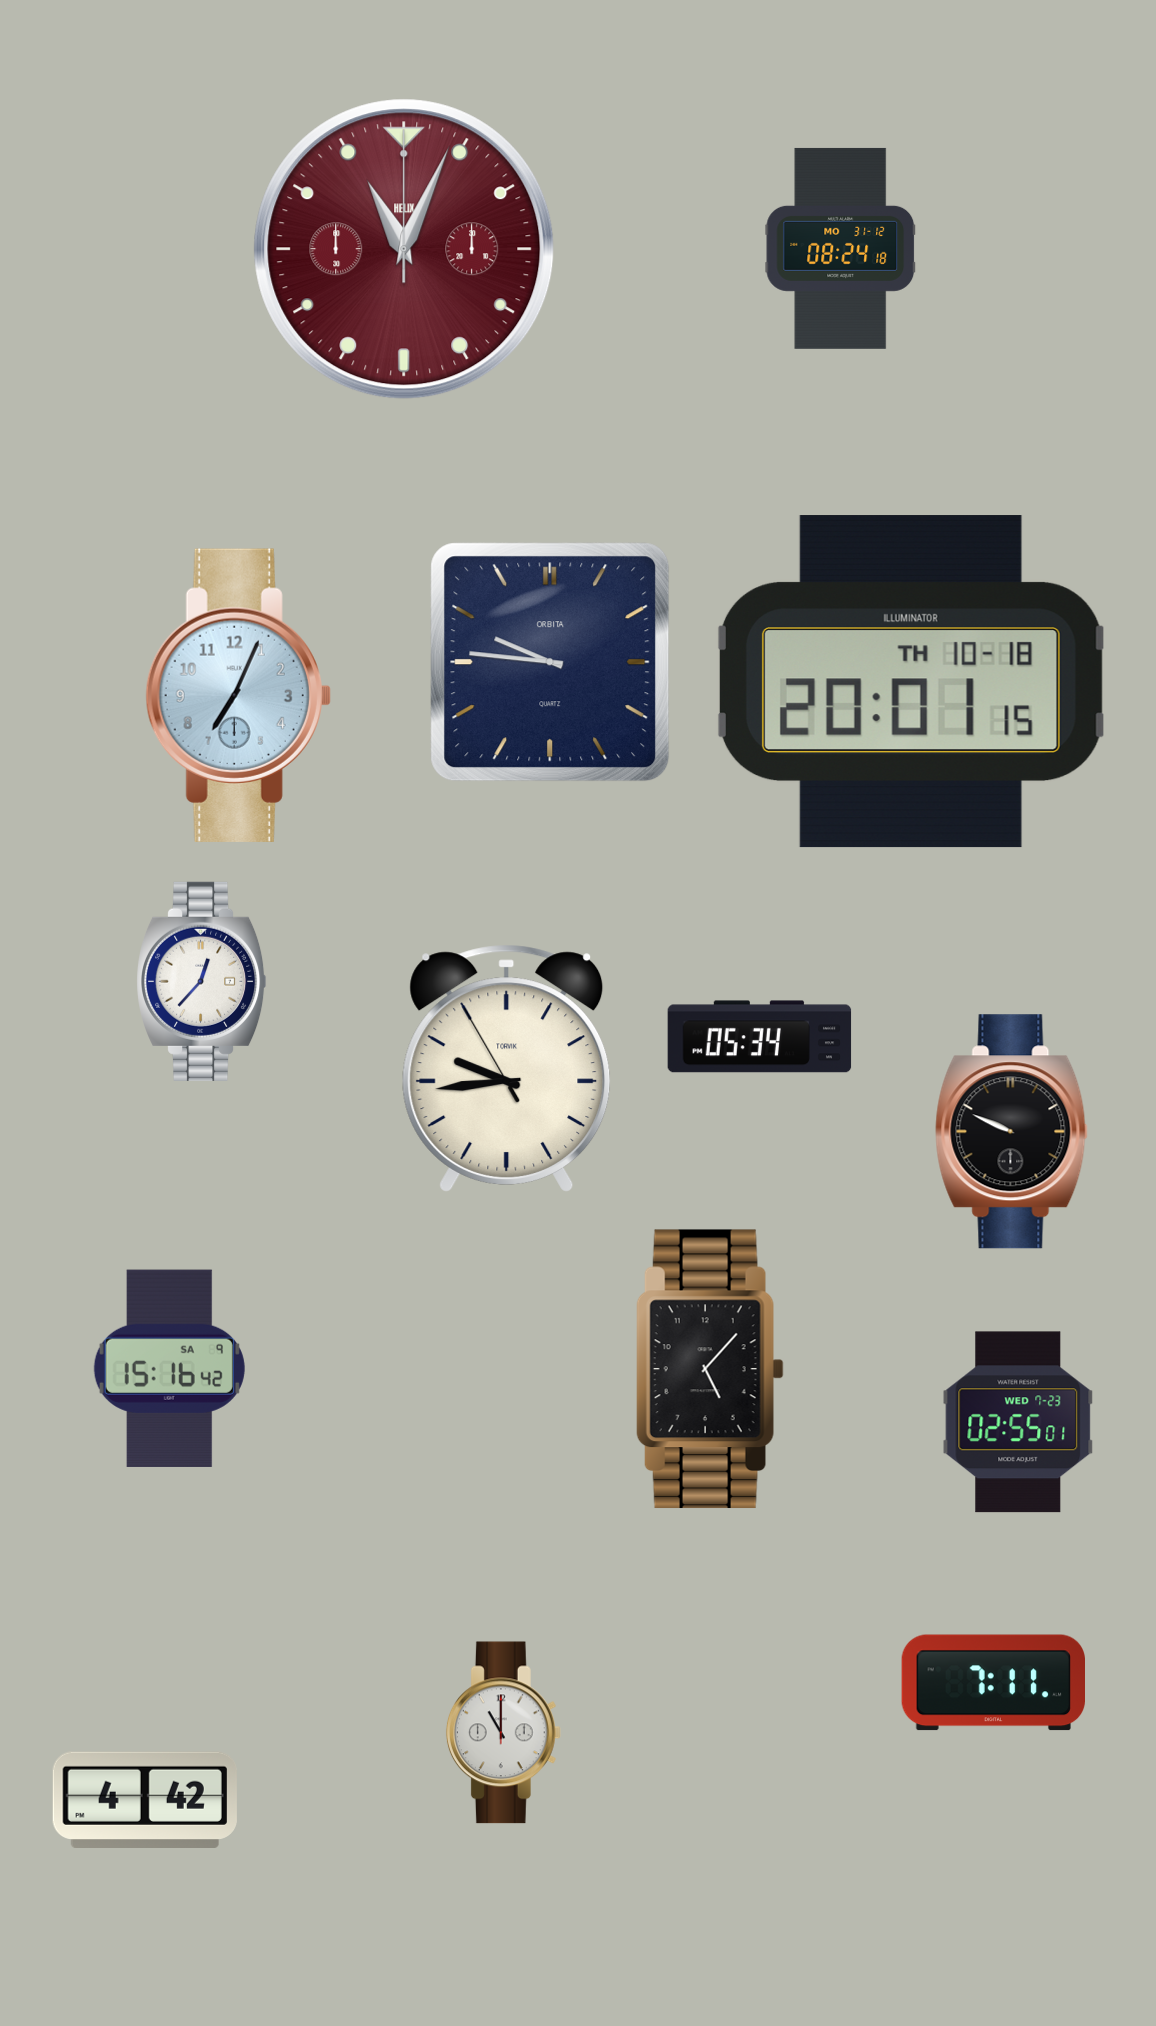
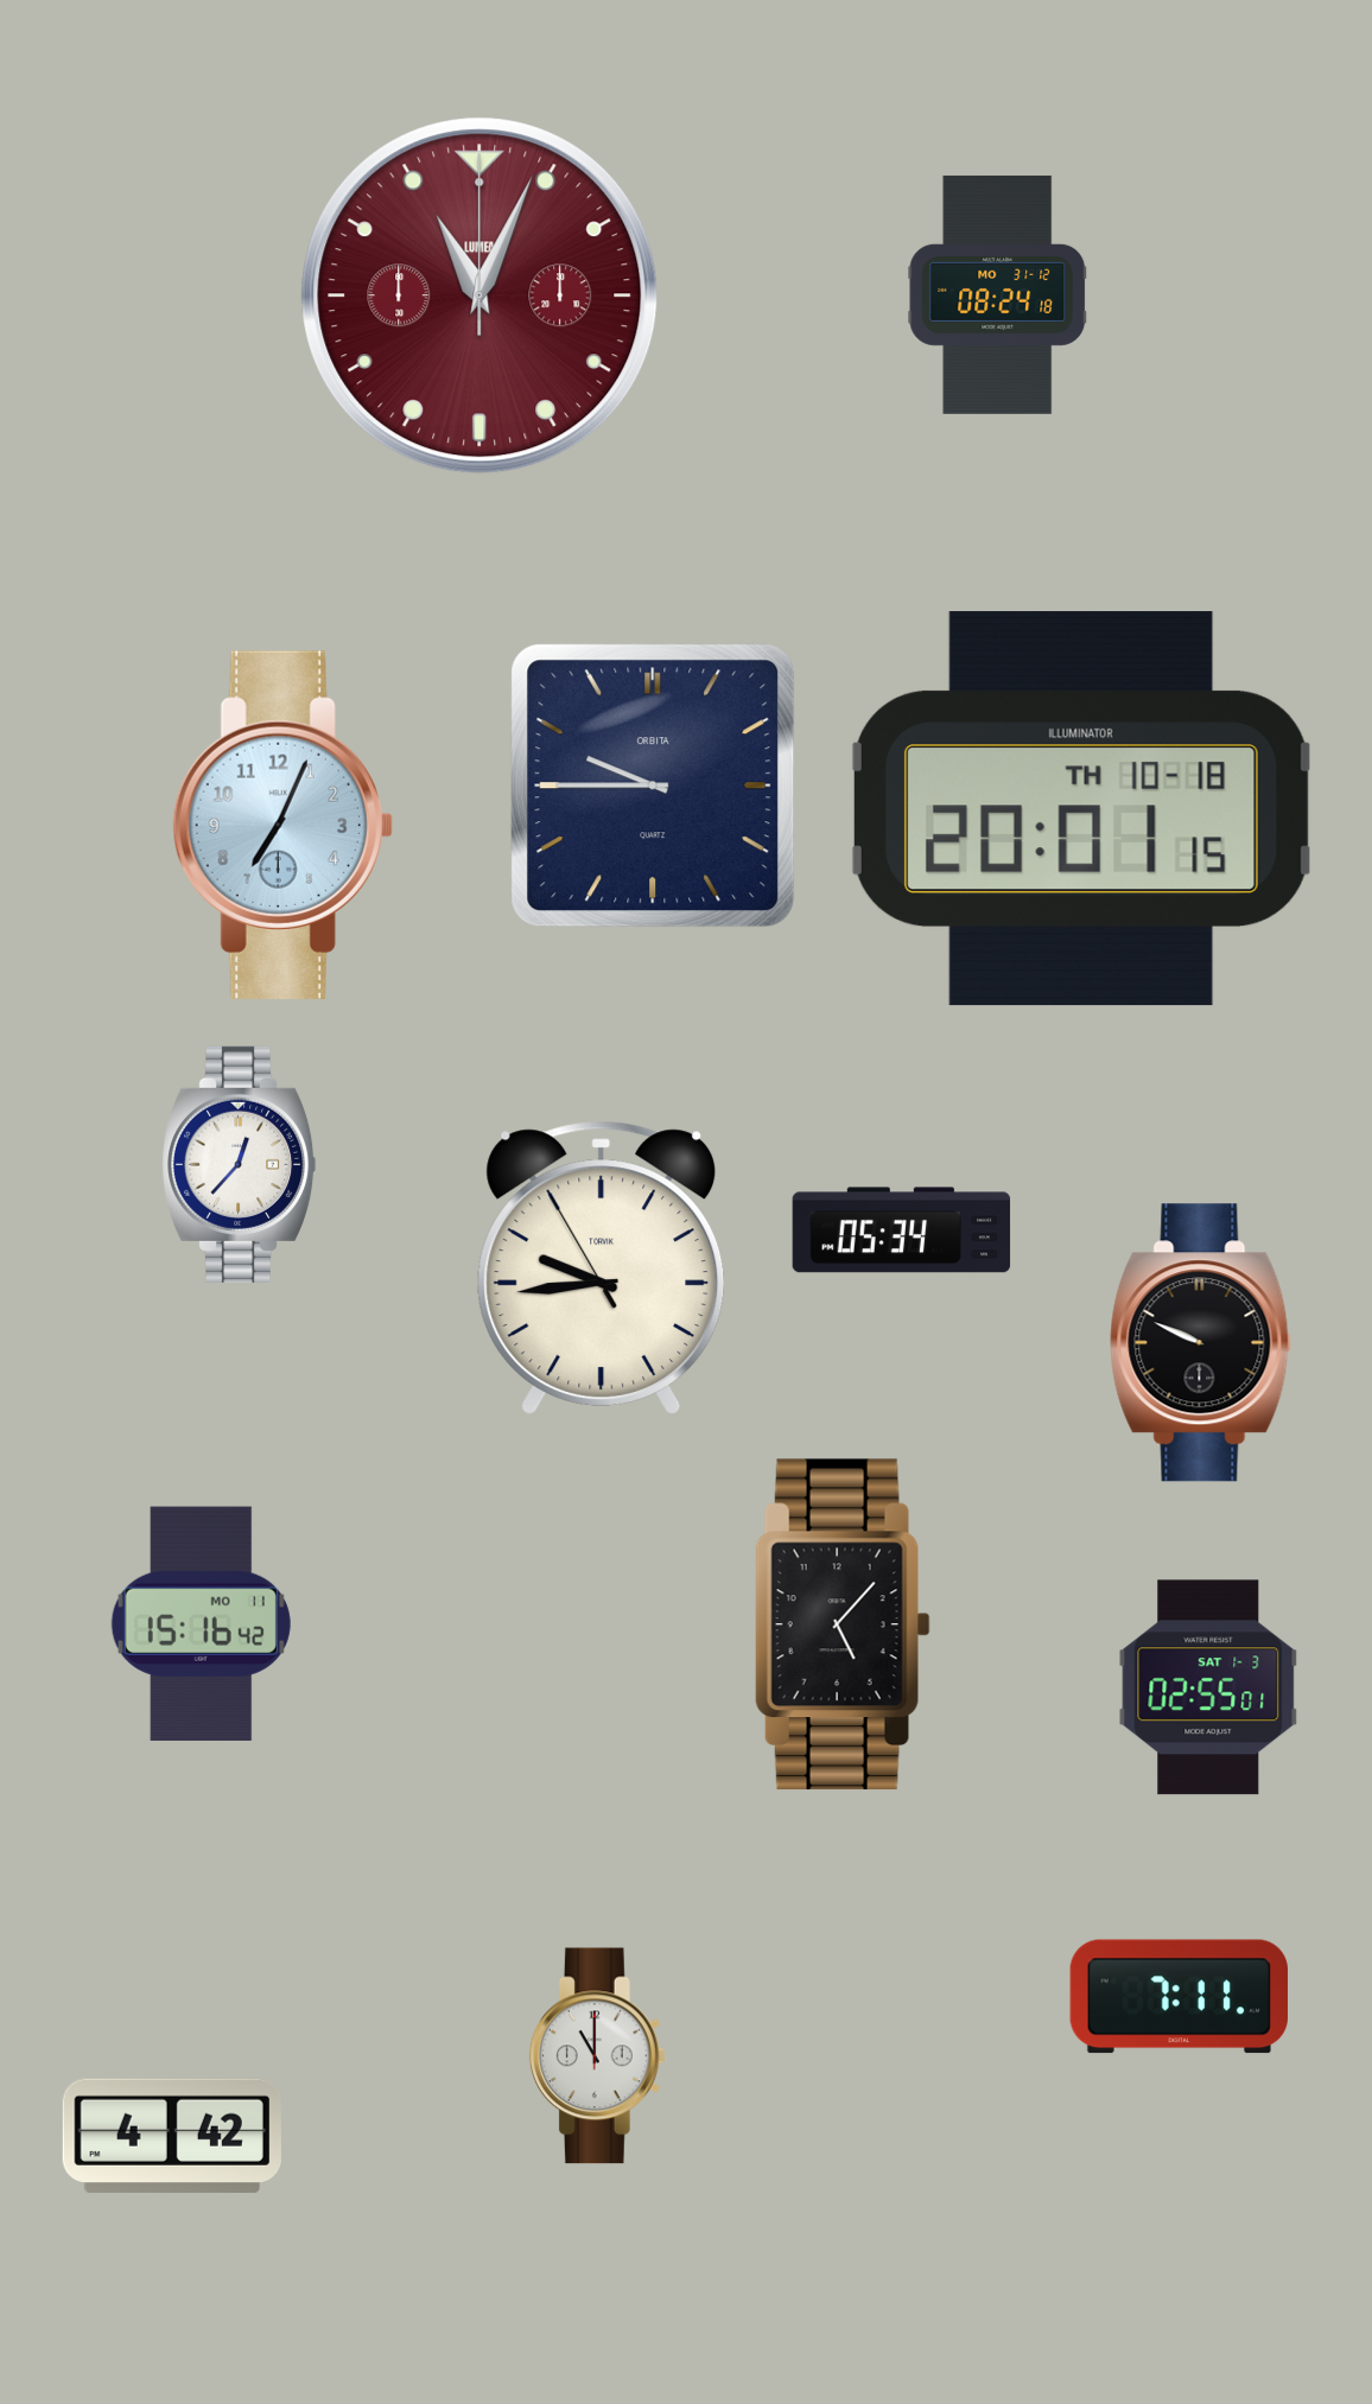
clock at (404, 249) brand: HELIX -> LUMEA
clock at (550, 662): 9:46 -> 9:45
clock at (169, 1368) date: SA 9 -> MO 11
clock at (1018, 1422) date: WED 7-23 -> SAT 1-3
